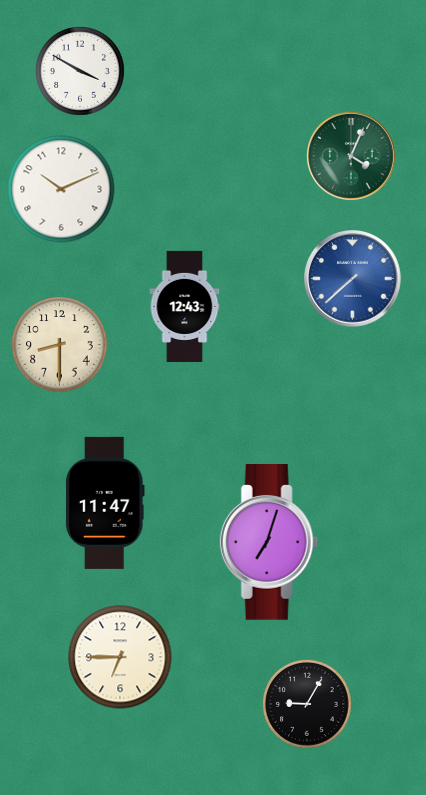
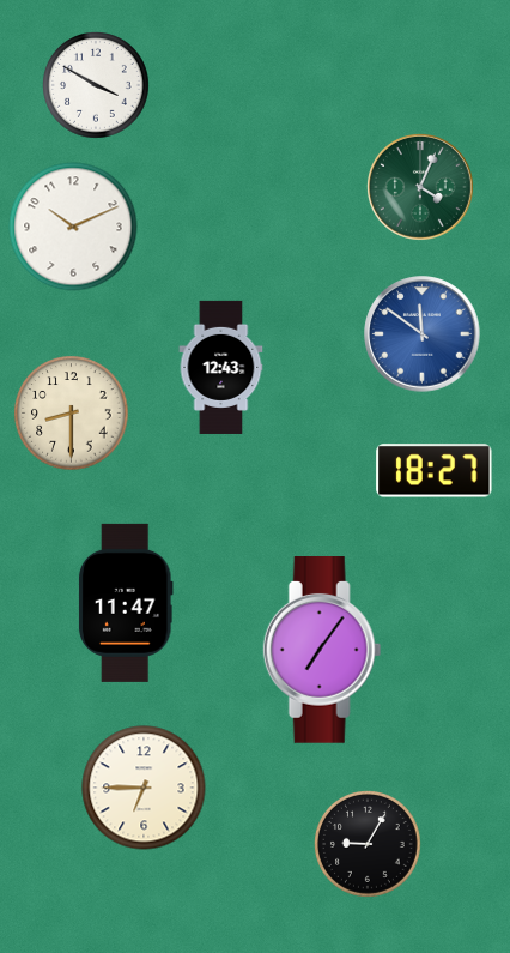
clock at (353, 279): 7:38 -> 11:51
clock at (435, 471): none -> 18:27
clock at (269, 543): 7:03 -> 7:06
